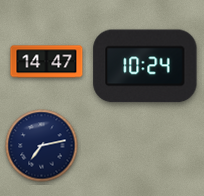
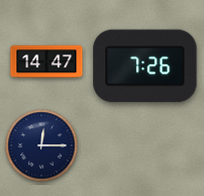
clock at (145, 66): 10:24 -> 7:26
clock at (42, 146): 7:13 -> 12:15
